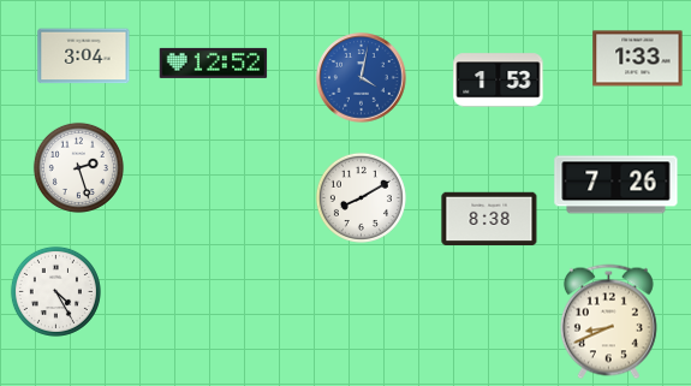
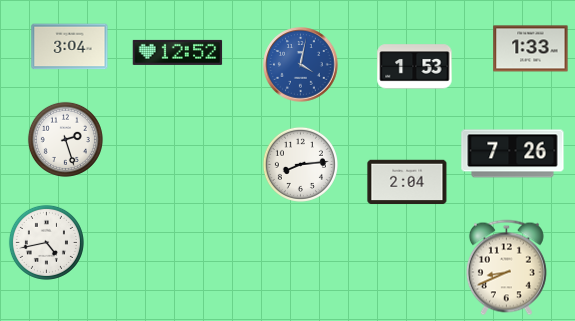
clock at (361, 197): 8:10 -> 8:14
clock at (489, 219): 8:38 -> 2:04
clock at (55, 291): 4:25 -> 4:43
